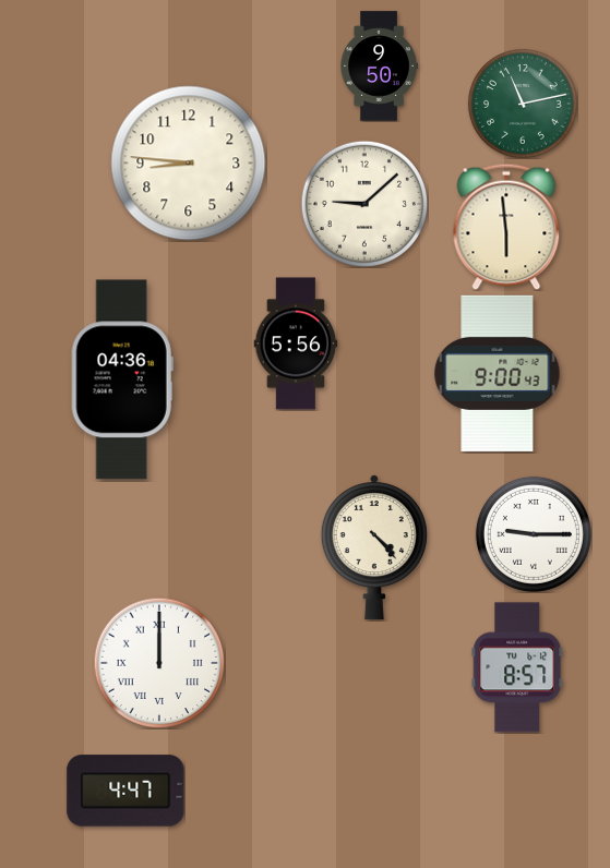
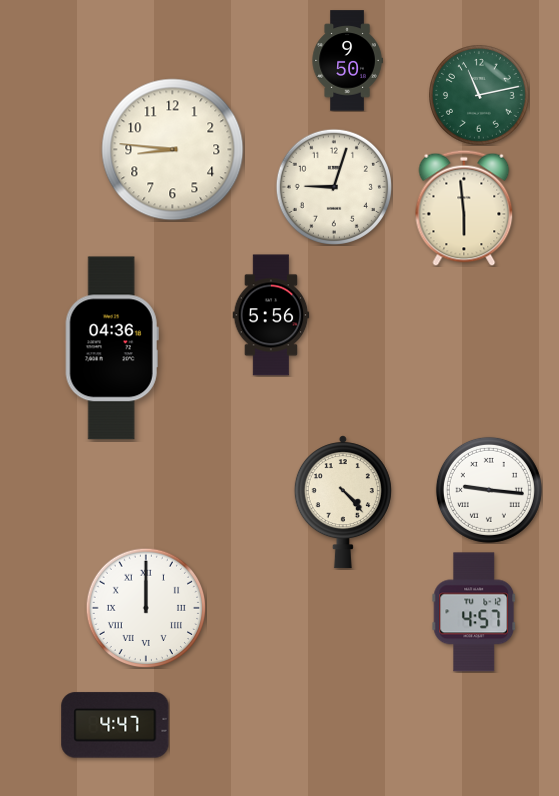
clock at (363, 203): 9:08 -> 9:03
clock at (498, 373): 9:00 -> none
clock at (534, 534): 9:15 -> 9:16
clock at (517, 667): 8:57 -> 4:57
